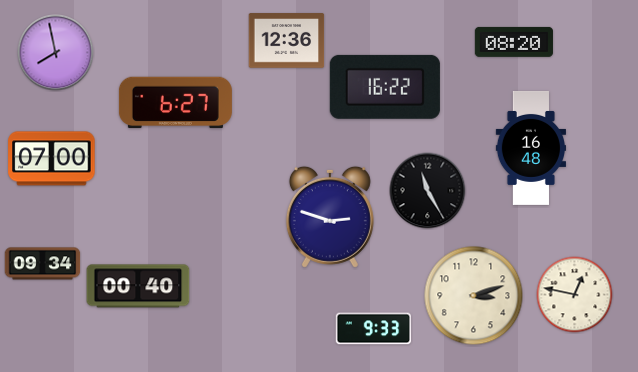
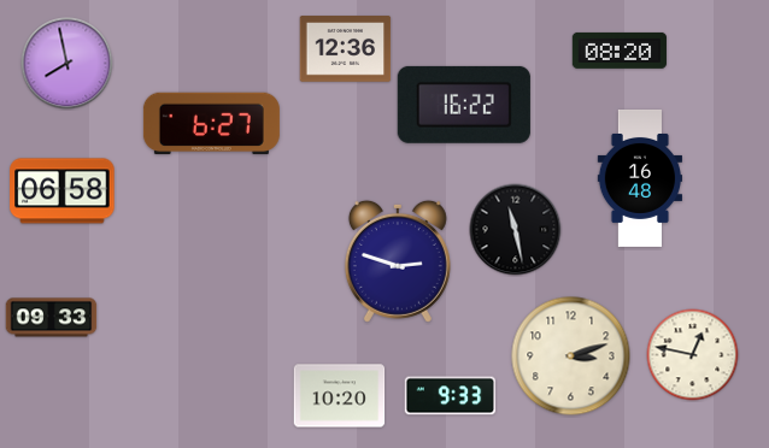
clock at (52, 159): 07:00 -> 06:58
clock at (428, 191): 11:25 -> 11:28
clock at (43, 264): 09:34 -> 09:33
clock at (138, 286): 00:40 -> none
clock at (340, 396): none -> 10:20
